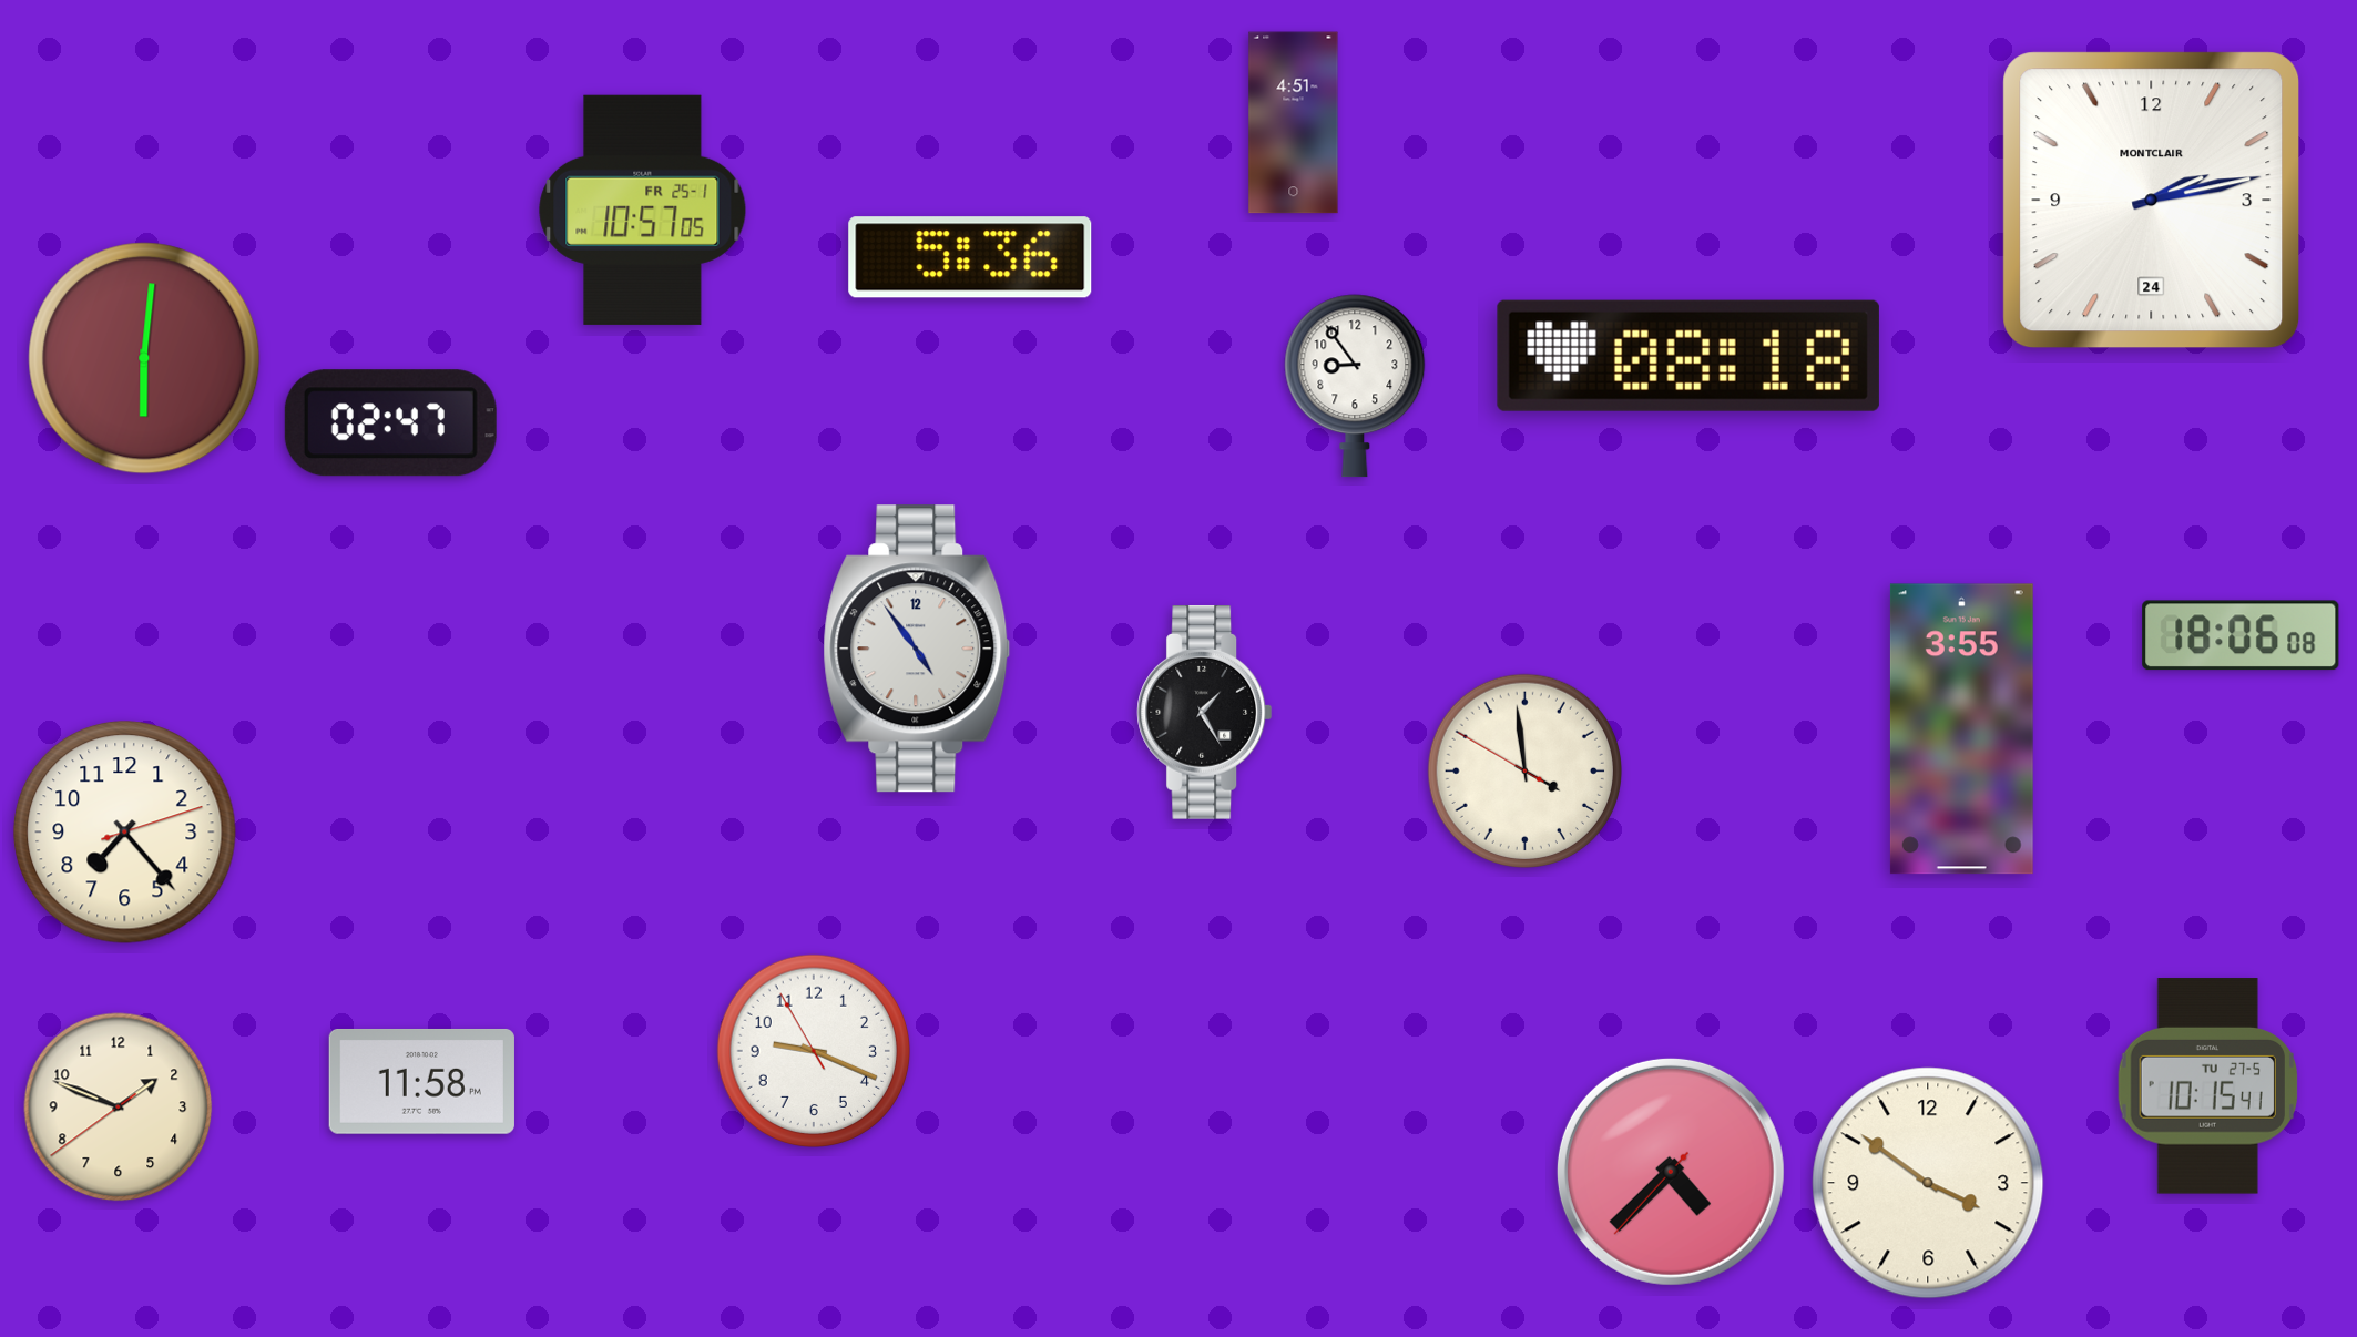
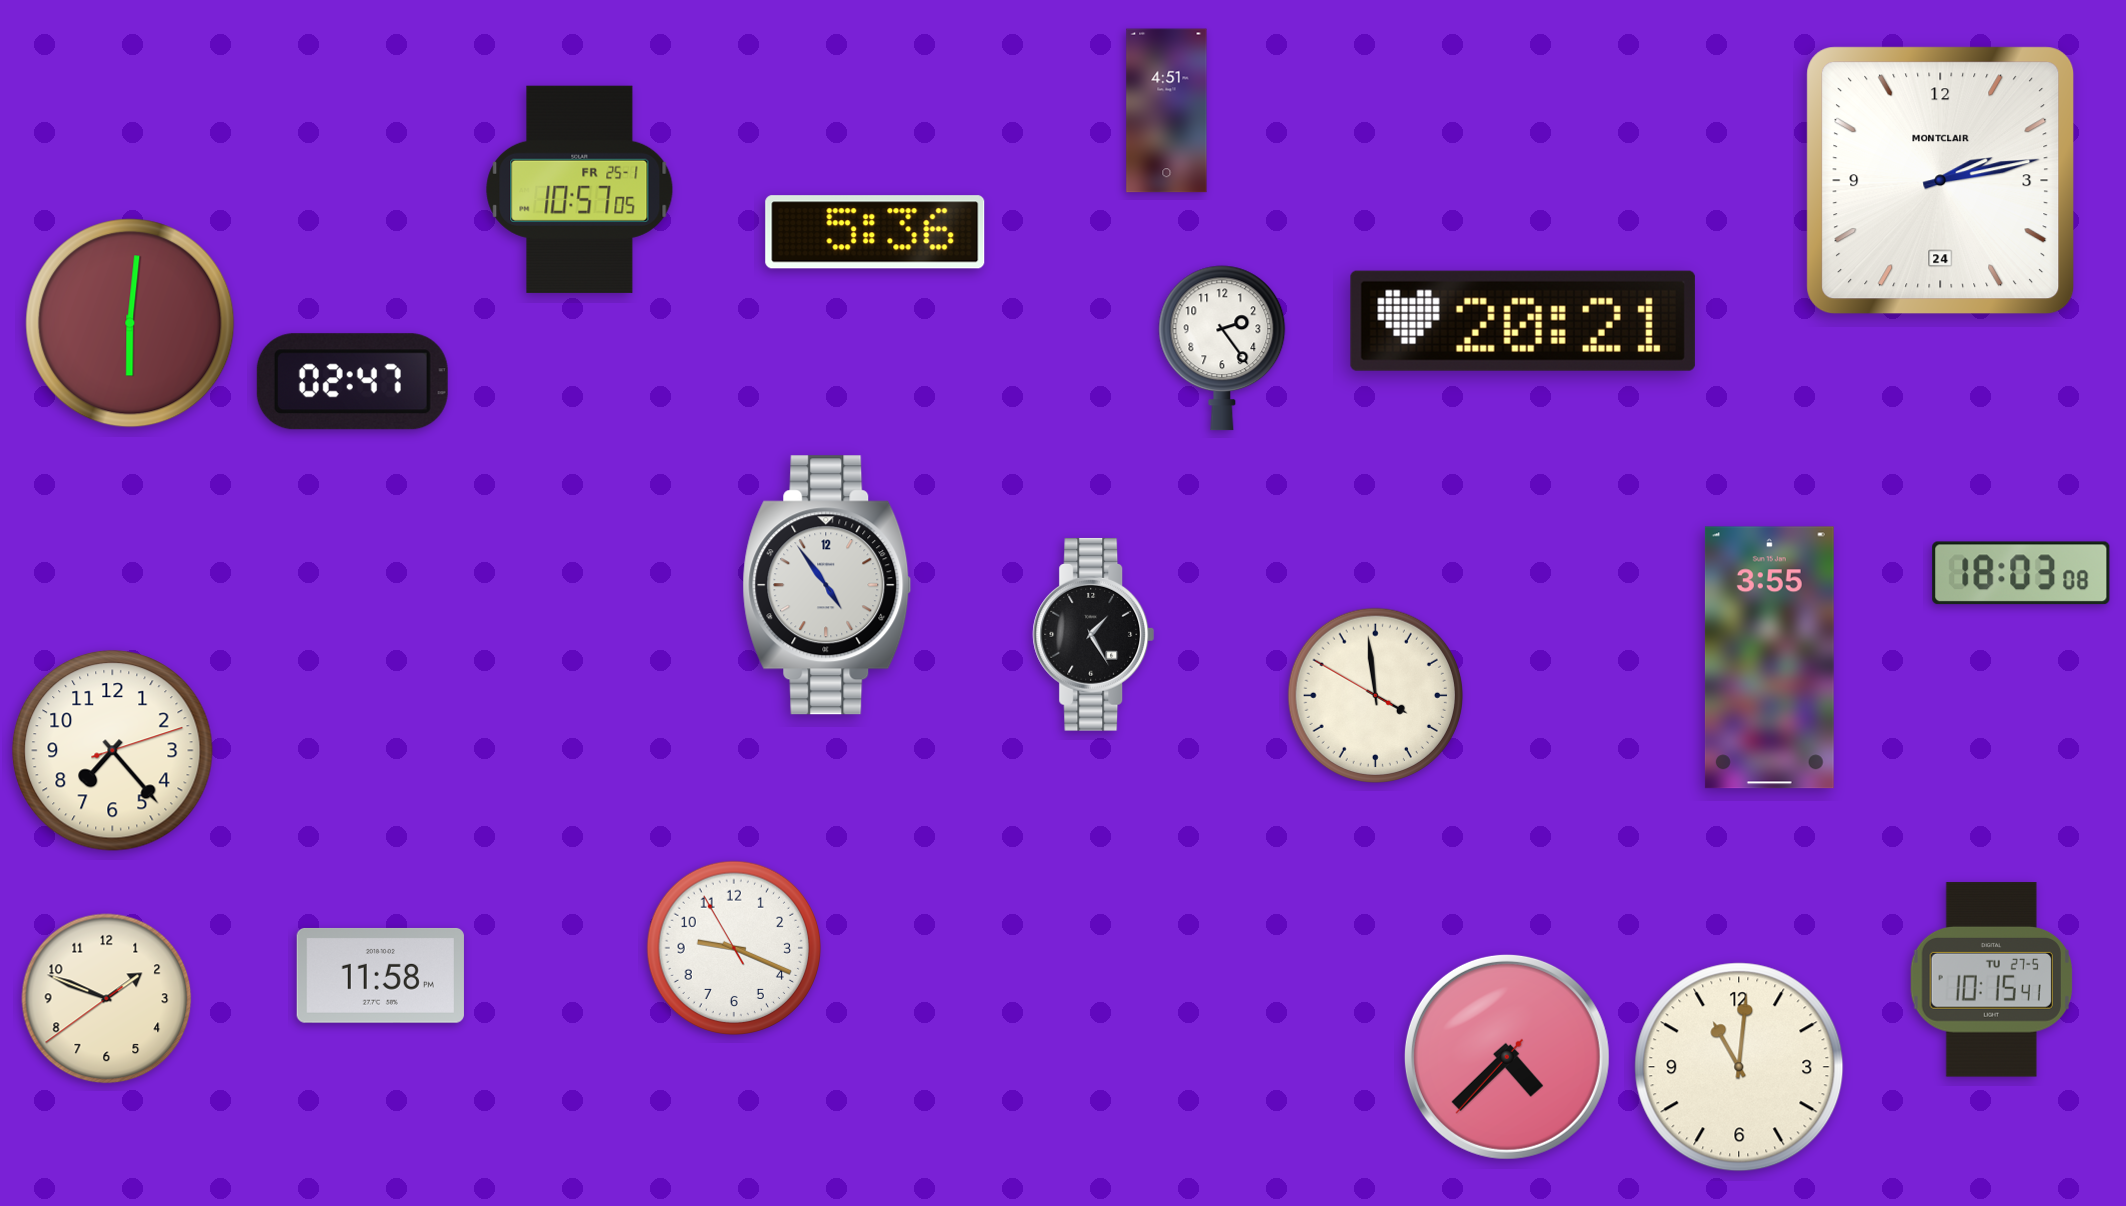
clock at (1688, 356): 08:18 -> 20:21
clock at (1355, 386): 8:54 -> 2:24
clock at (2241, 635): 18:06 -> 18:03
clock at (1205, 712) position: (1205, 712) -> (1094, 634)
clock at (1928, 1183): 3:51 -> 11:01
